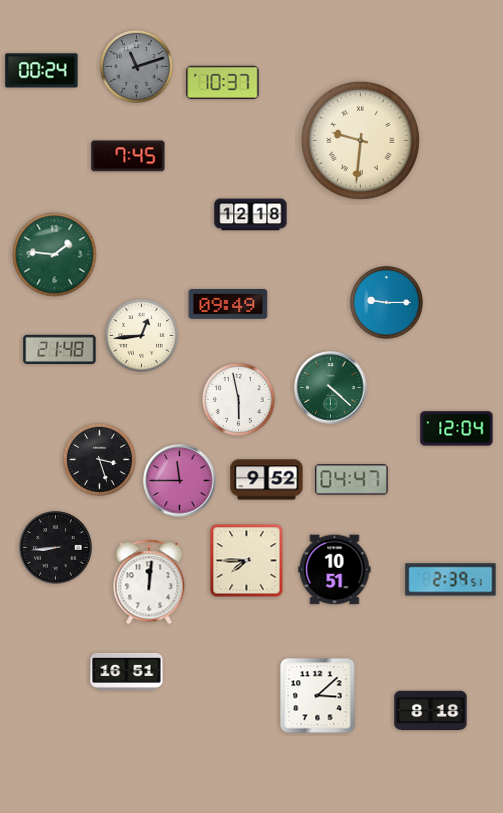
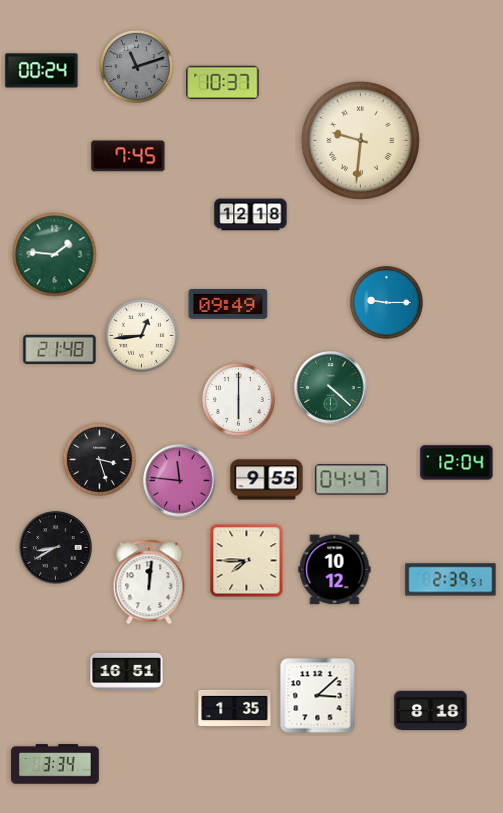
clock at (239, 400): 5:58 -> 6:00
clock at (457, 429) position: (457, 429) -> (457, 463)
clock at (267, 480): 9:52 -> 9:55
clock at (180, 481): 11:45 -> 11:46
clock at (56, 548): 8:44 -> 8:40
clock at (335, 570): 10:51 -> 10:12
clock at (235, 708): none -> 1:35
clock at (55, 764): none -> 3:34
